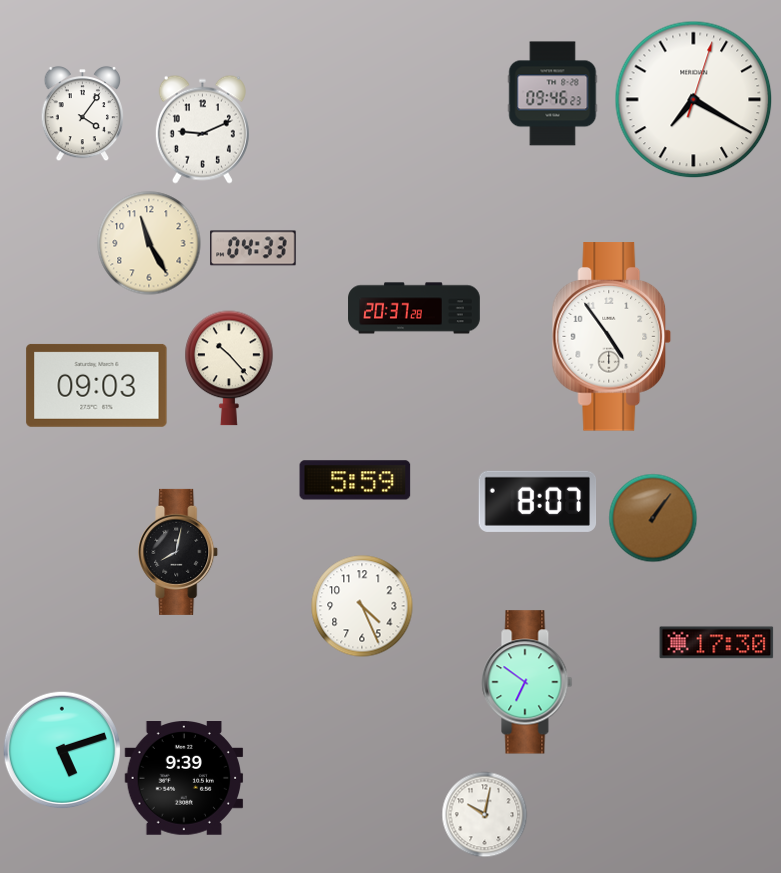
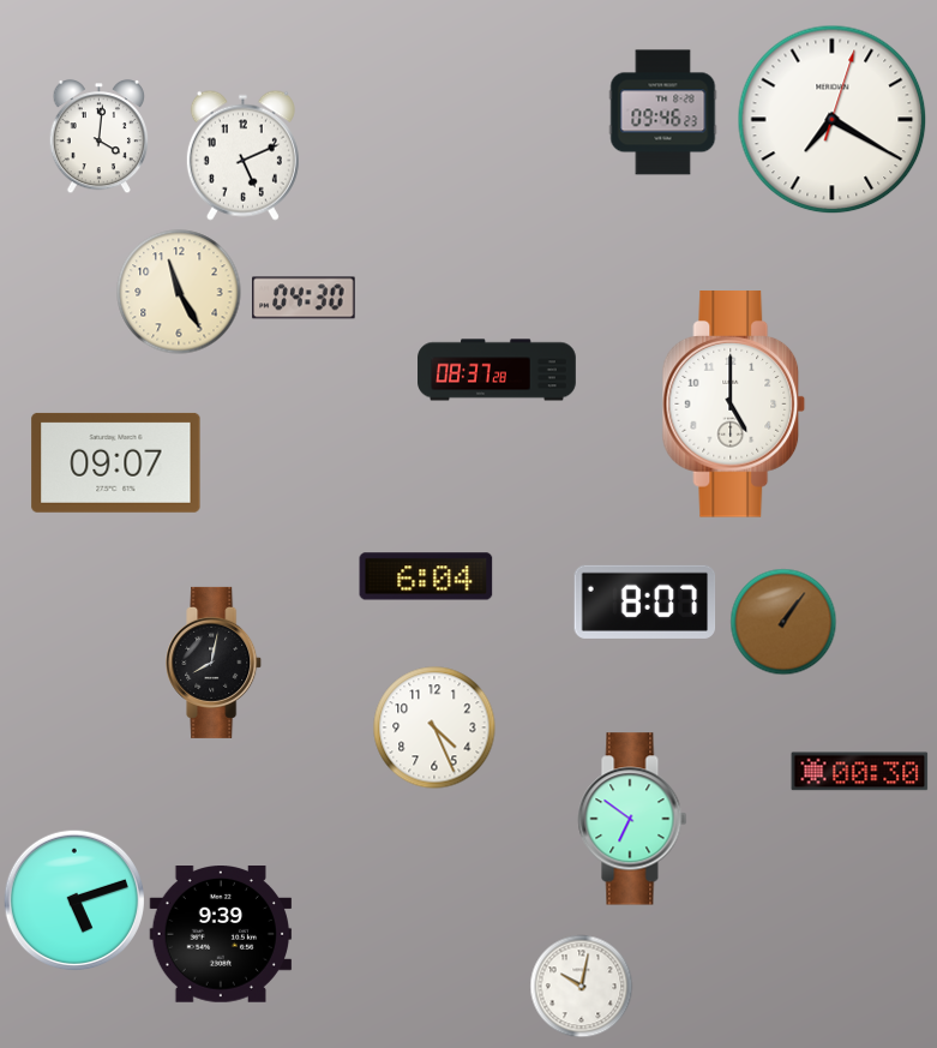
clock at (83, 113): 4:06 -> 4:01
clock at (202, 129): 9:11 -> 5:11
clock at (253, 248): 04:33 -> 04:30
clock at (414, 308): 20:37 -> 08:37
clock at (612, 337): 4:54 -> 5:00
clock at (229, 368): 10:23 -> none
clock at (97, 385): 09:03 -> 09:07
clock at (355, 480): 5:59 -> 6:04
clock at (717, 643): 17:30 -> 00:30
clock at (484, 814) position: (484, 814) -> (581, 986)
